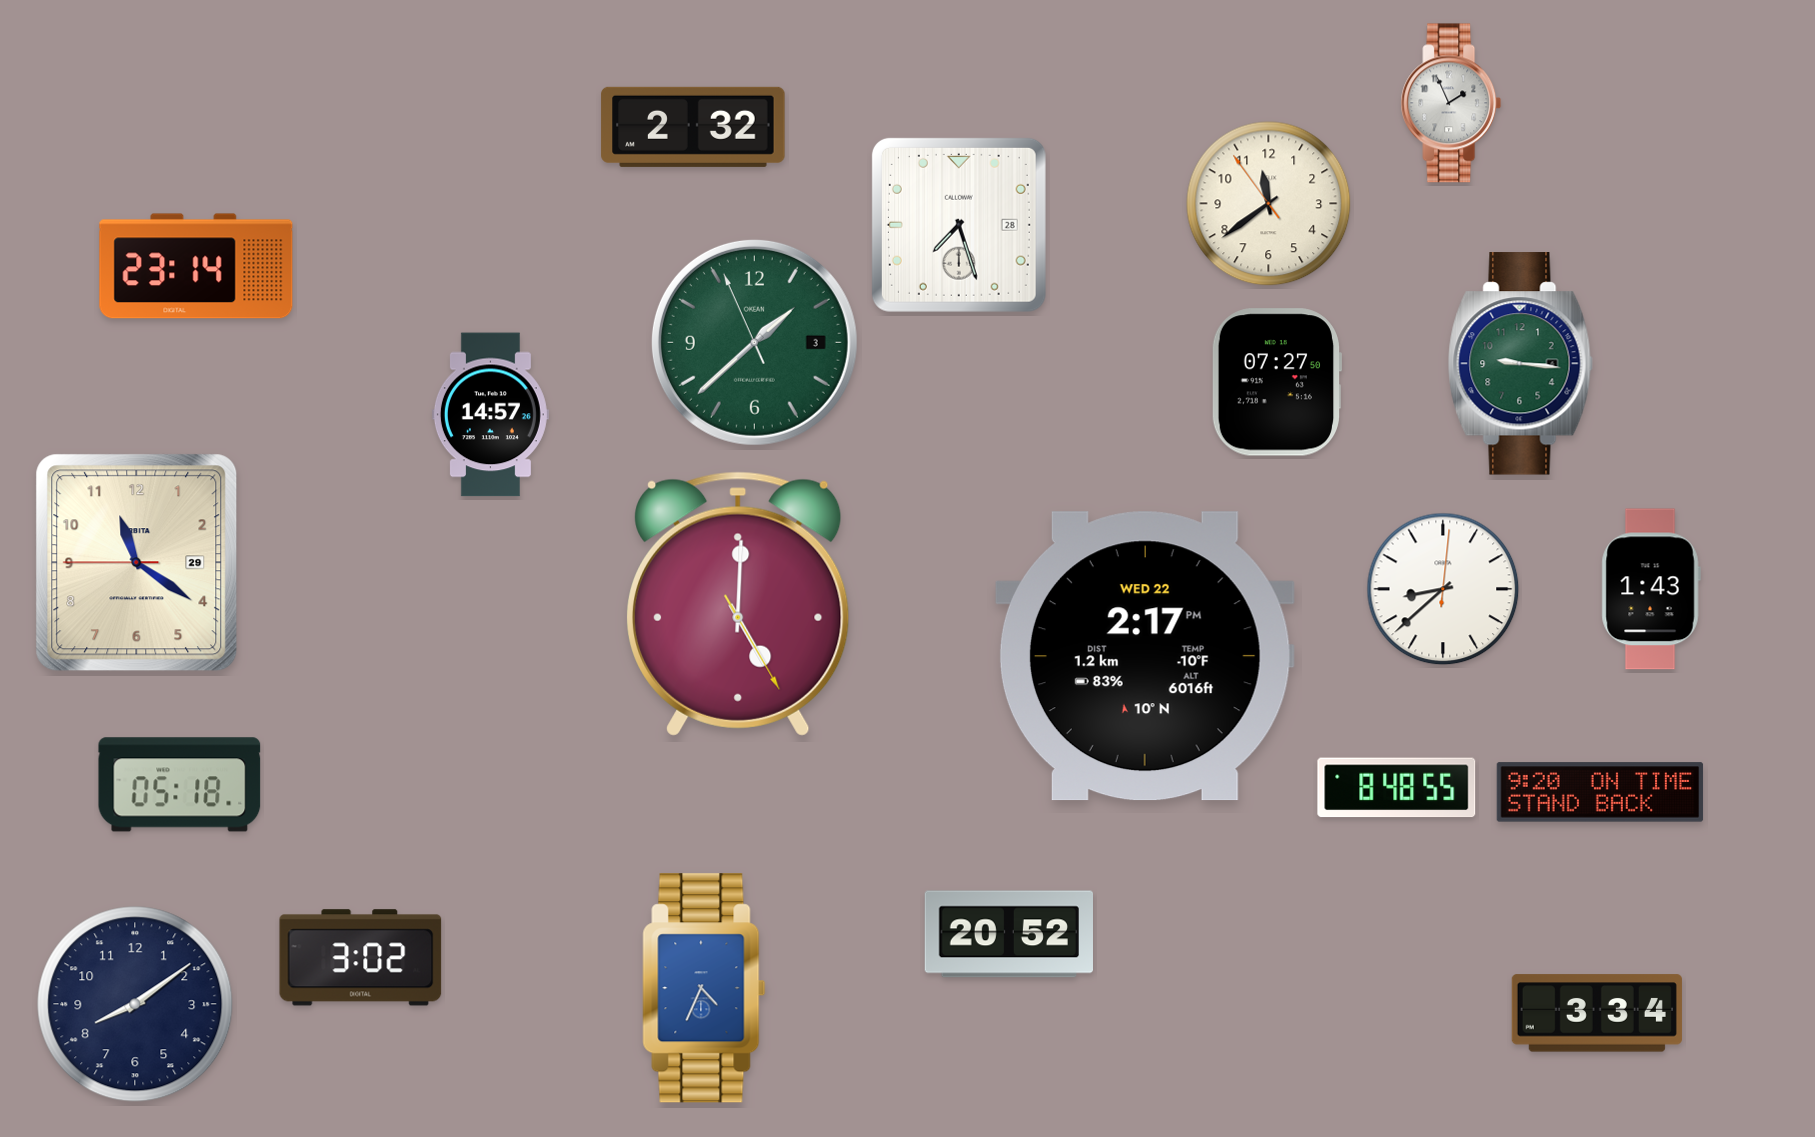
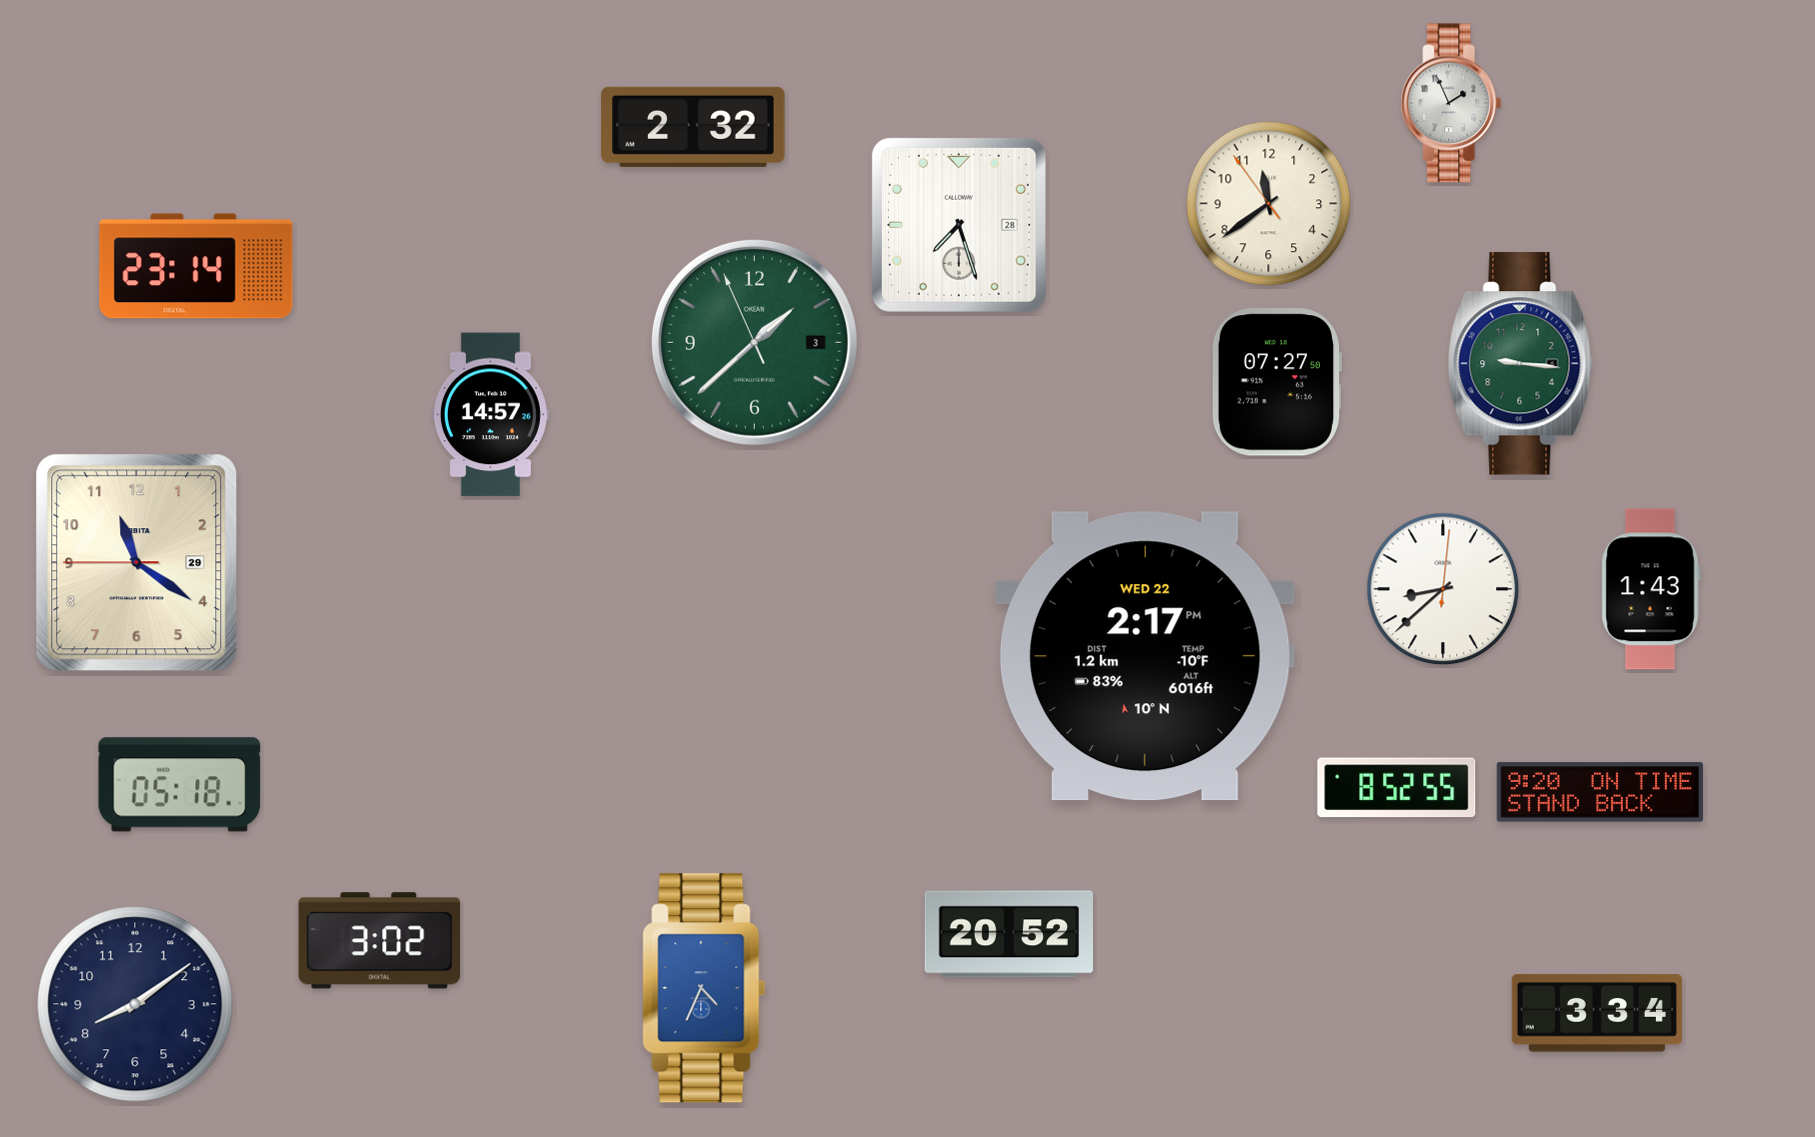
clock at (738, 604): 5:00 -> none
clock at (1397, 788): 8:48 -> 8:52
clock at (361, 958) position: (361, 958) -> (380, 941)
